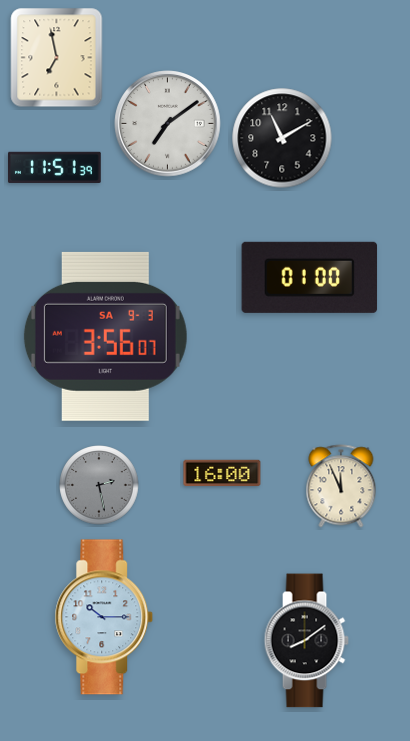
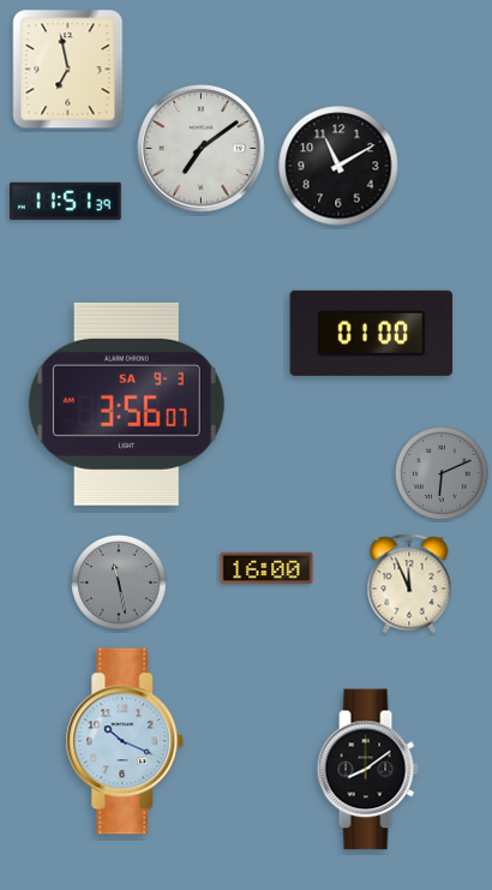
clock at (442, 473): none -> 6:11
clock at (99, 485): 2:28 -> 11:28
clock at (104, 617): 10:15 -> 10:19
